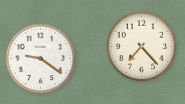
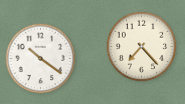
clock at (41, 59): 9:21 -> 10:21
